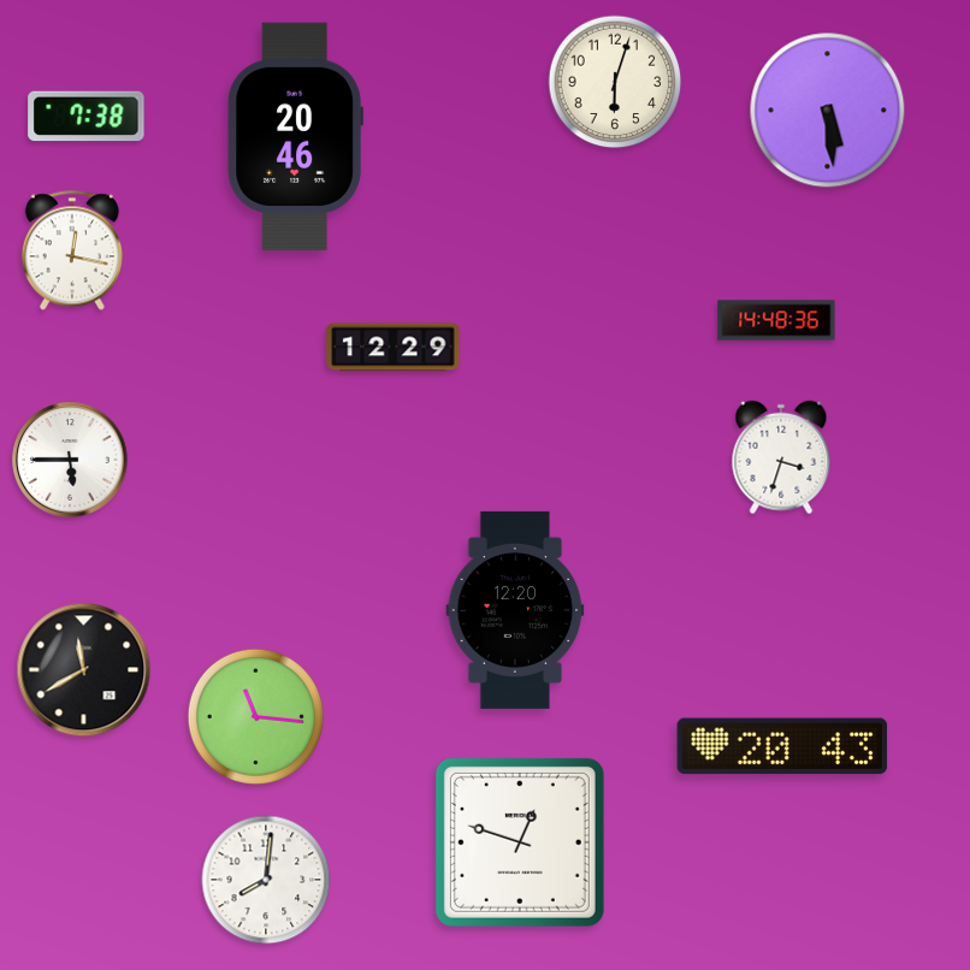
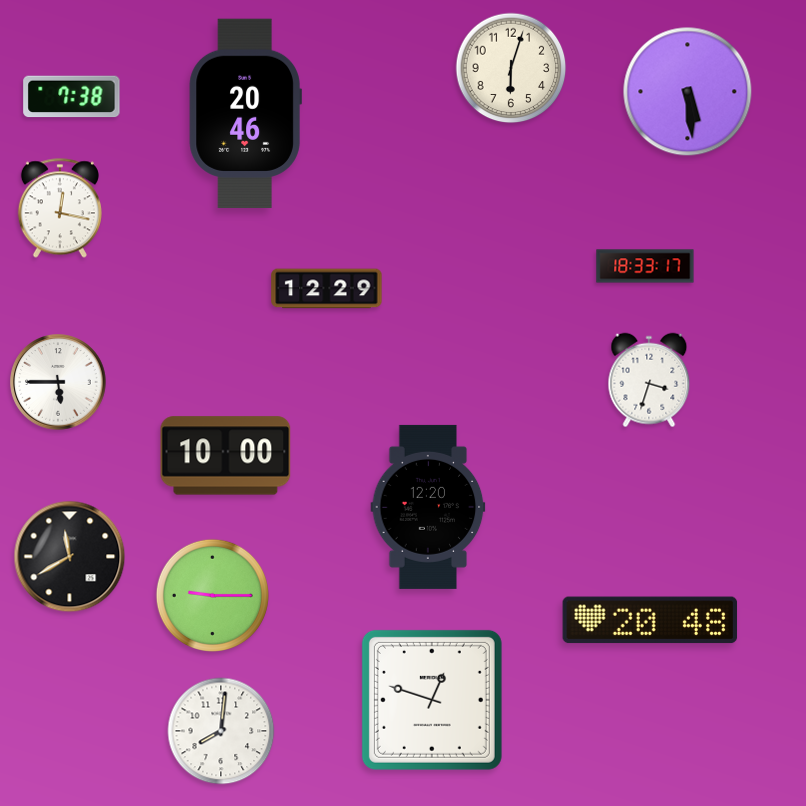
clock at (776, 320): 14:48 -> 18:33
clock at (226, 456): none -> 10:00
clock at (255, 716): 11:16 -> 9:15
clock at (782, 746): 20:43 -> 20:48
